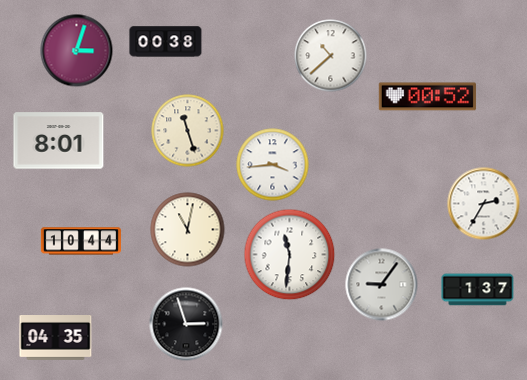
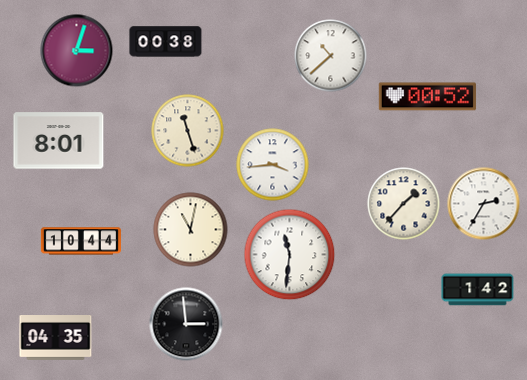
clock at (404, 204): none -> 1:37
clock at (188, 230) position: (188, 230) -> (191, 230)
clock at (382, 285): 9:06 -> none
clock at (478, 290): 1:37 -> 1:42
clock at (186, 324): 2:57 -> 2:59
